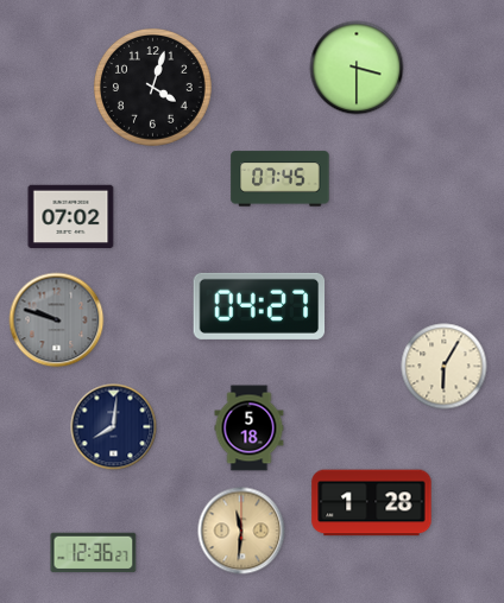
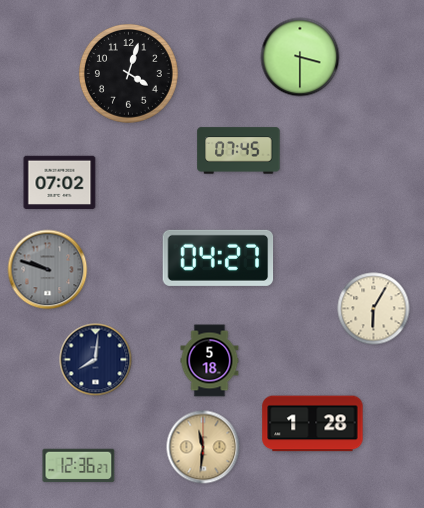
clock at (281, 179) position: (281, 179) -> (239, 151)
